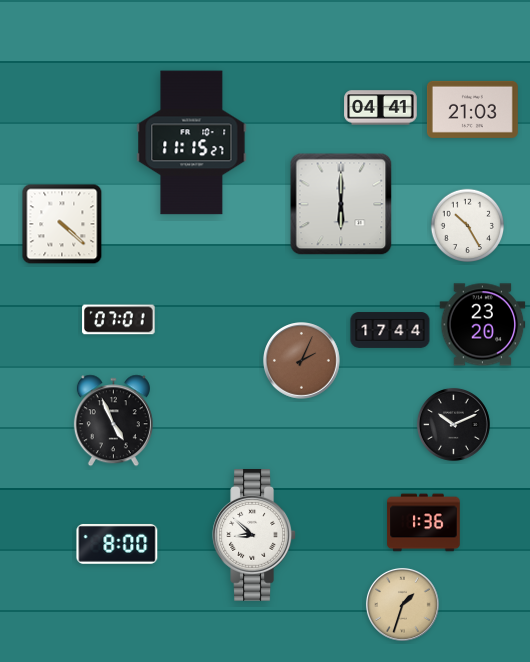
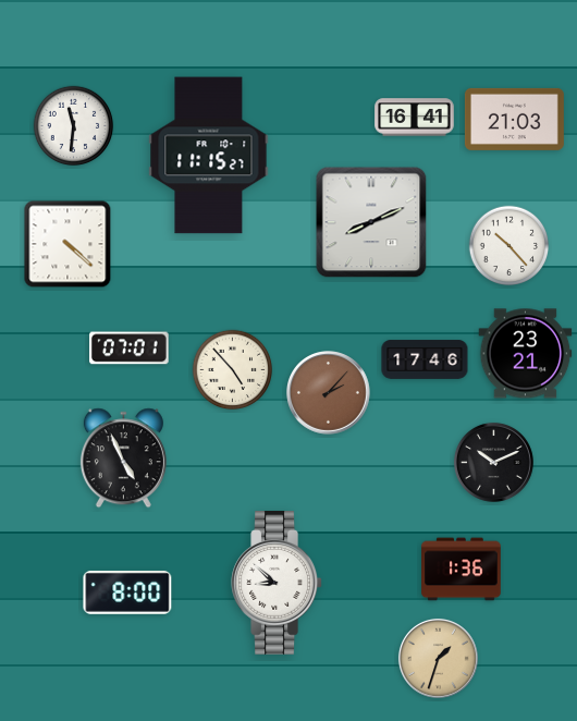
clock at (381, 108): 04:41 -> 16:41
clock at (74, 126): none -> 11:31
clock at (341, 204): 6:00 -> 8:11
clock at (468, 226): 10:25 -> 10:23
clock at (483, 325): 23:20 -> 23:21
clock at (390, 330): 17:44 -> 17:46
clock at (233, 370): none -> 4:53
clock at (302, 361): 2:04 -> 2:07
